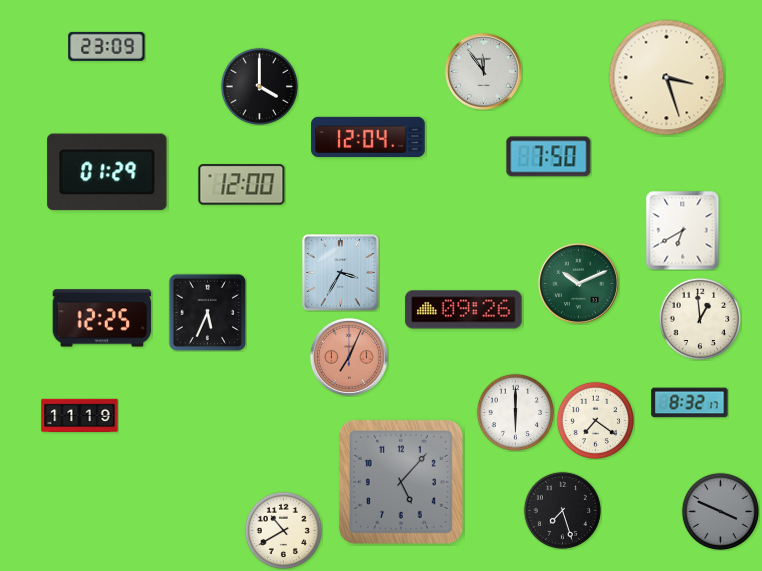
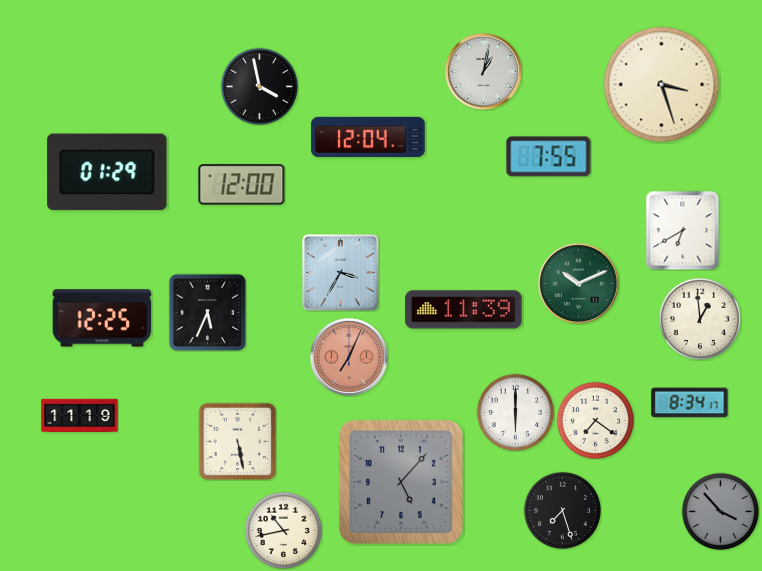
clock at (107, 46): 23:09 -> none
clock at (483, 71): 11:54 -> 1:02
clock at (667, 78) position: (667, 78) -> (662, 85)
clock at (259, 86): 4:00 -> 3:58
clock at (549, 157): 7:50 -> 7:55
clock at (464, 310): 09:26 -> 11:39
clock at (690, 403): 8:32 -> 8:34
clock at (237, 441): none -> 5:28
clock at (720, 511): 3:49 -> 3:53
clock at (283, 530): 10:40 -> 10:43
